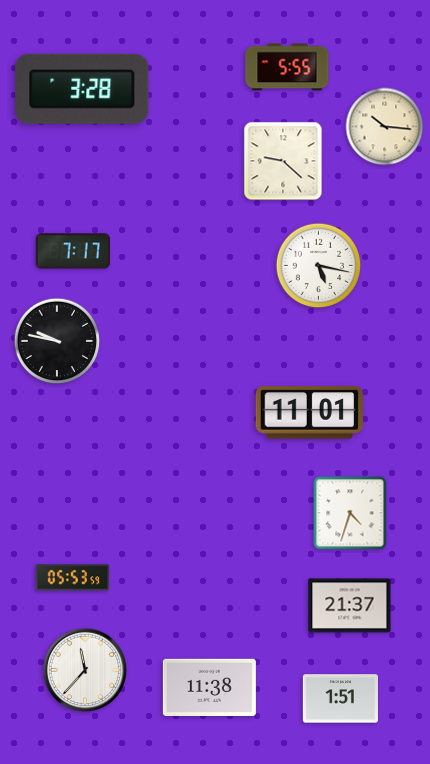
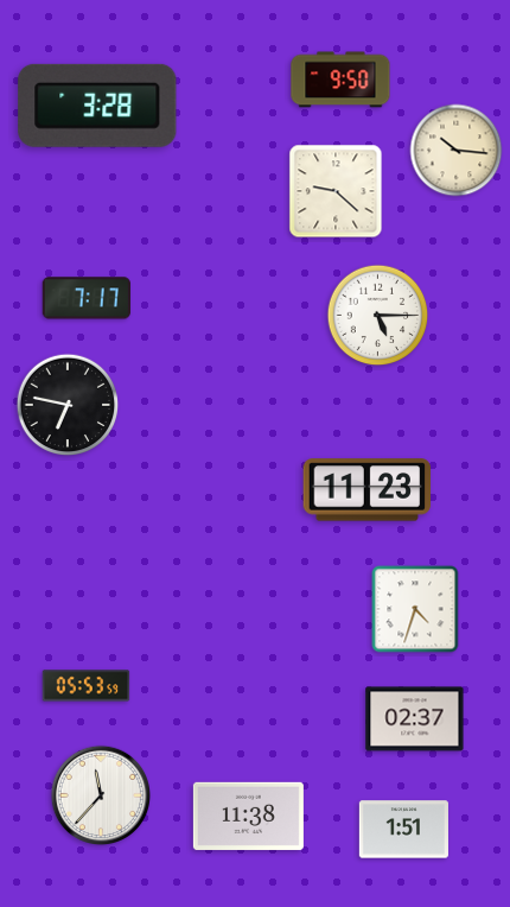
clock at (287, 67): 5:55 -> 9:50
clock at (319, 266): 5:17 -> 5:15
clock at (57, 341): 9:47 -> 6:47
clock at (310, 413): 11:01 -> 11:23
clock at (350, 606): 21:37 -> 02:37
